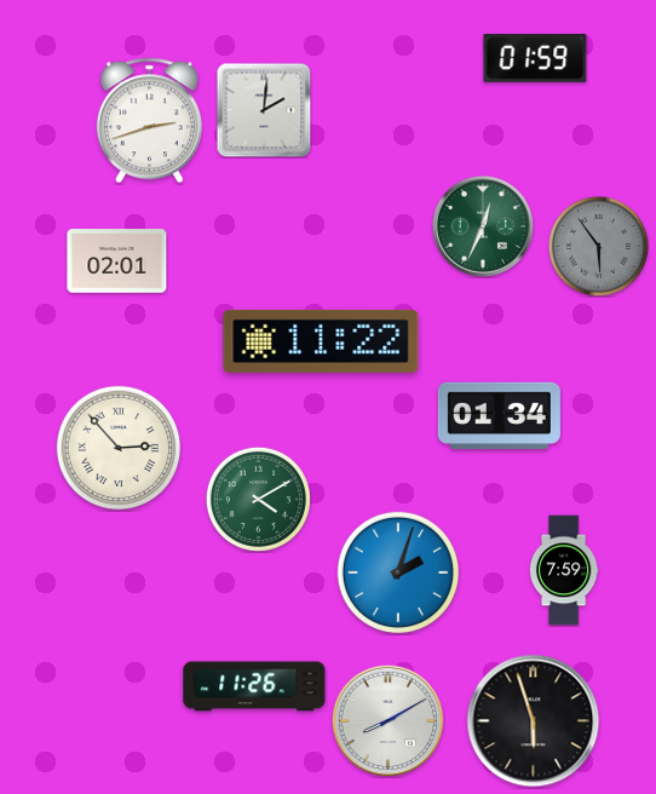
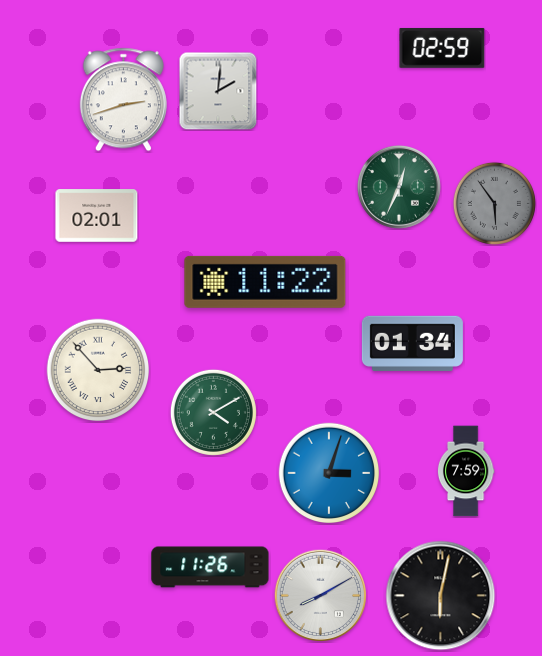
clock at (535, 58): 01:59 -> 02:59
clock at (398, 573): 2:03 -> 3:03
clock at (534, 721): 5:57 -> 6:02
